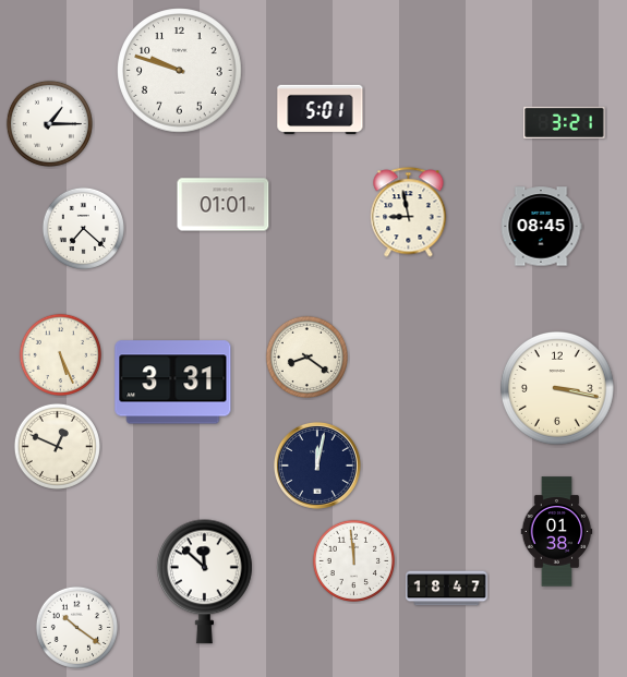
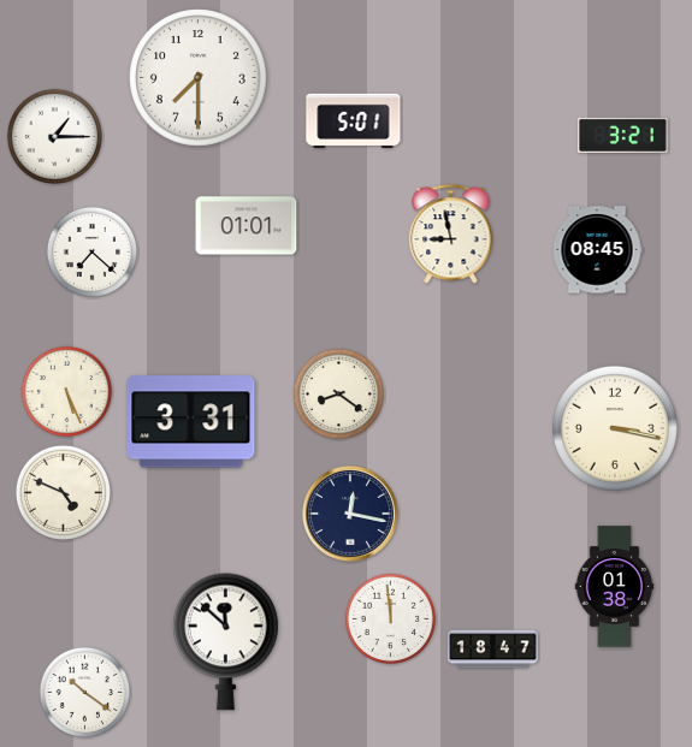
clock at (180, 71): 9:48 -> 7:30
clock at (57, 446): 12:49 -> 4:49
clock at (317, 466): 12:02 -> 12:17
